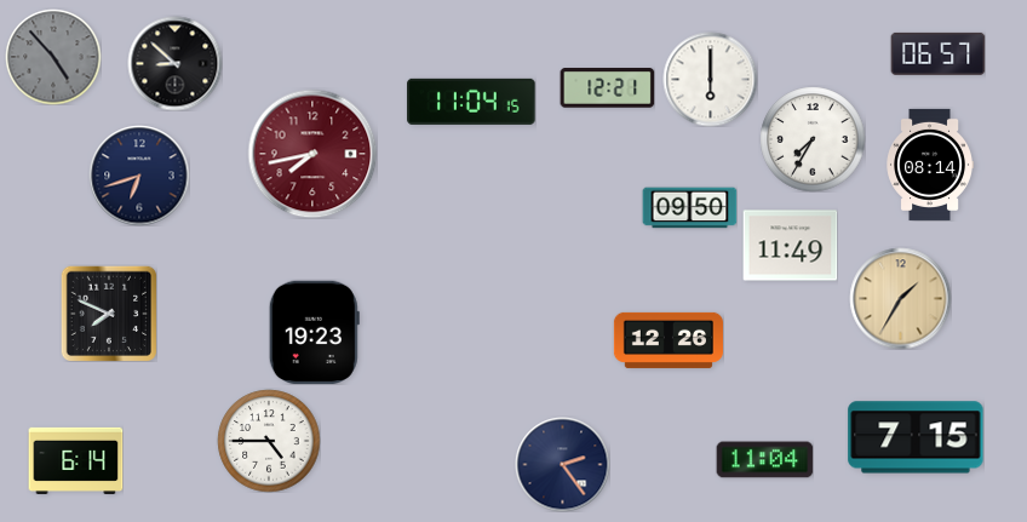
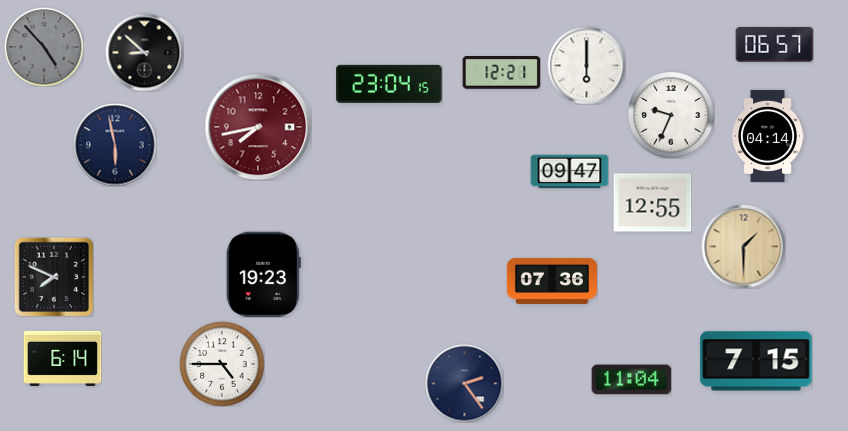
clock at (471, 102): 11:04 -> 23:04
clock at (813, 139): 7:35 -> 9:34
clock at (929, 165): 08:14 -> 04:14
clock at (139, 176): 6:42 -> 5:58
clock at (689, 208): 09:50 -> 09:47
clock at (790, 246): 11:49 -> 12:55
clock at (900, 298): 1:35 -> 1:30
clock at (109, 314) position: (109, 314) -> (54, 277)
clock at (314, 332) position: (314, 332) -> (263, 274)
clock at (669, 340): 12:26 -> 07:36
clock at (75, 460) position: (75, 460) -> (62, 358)
